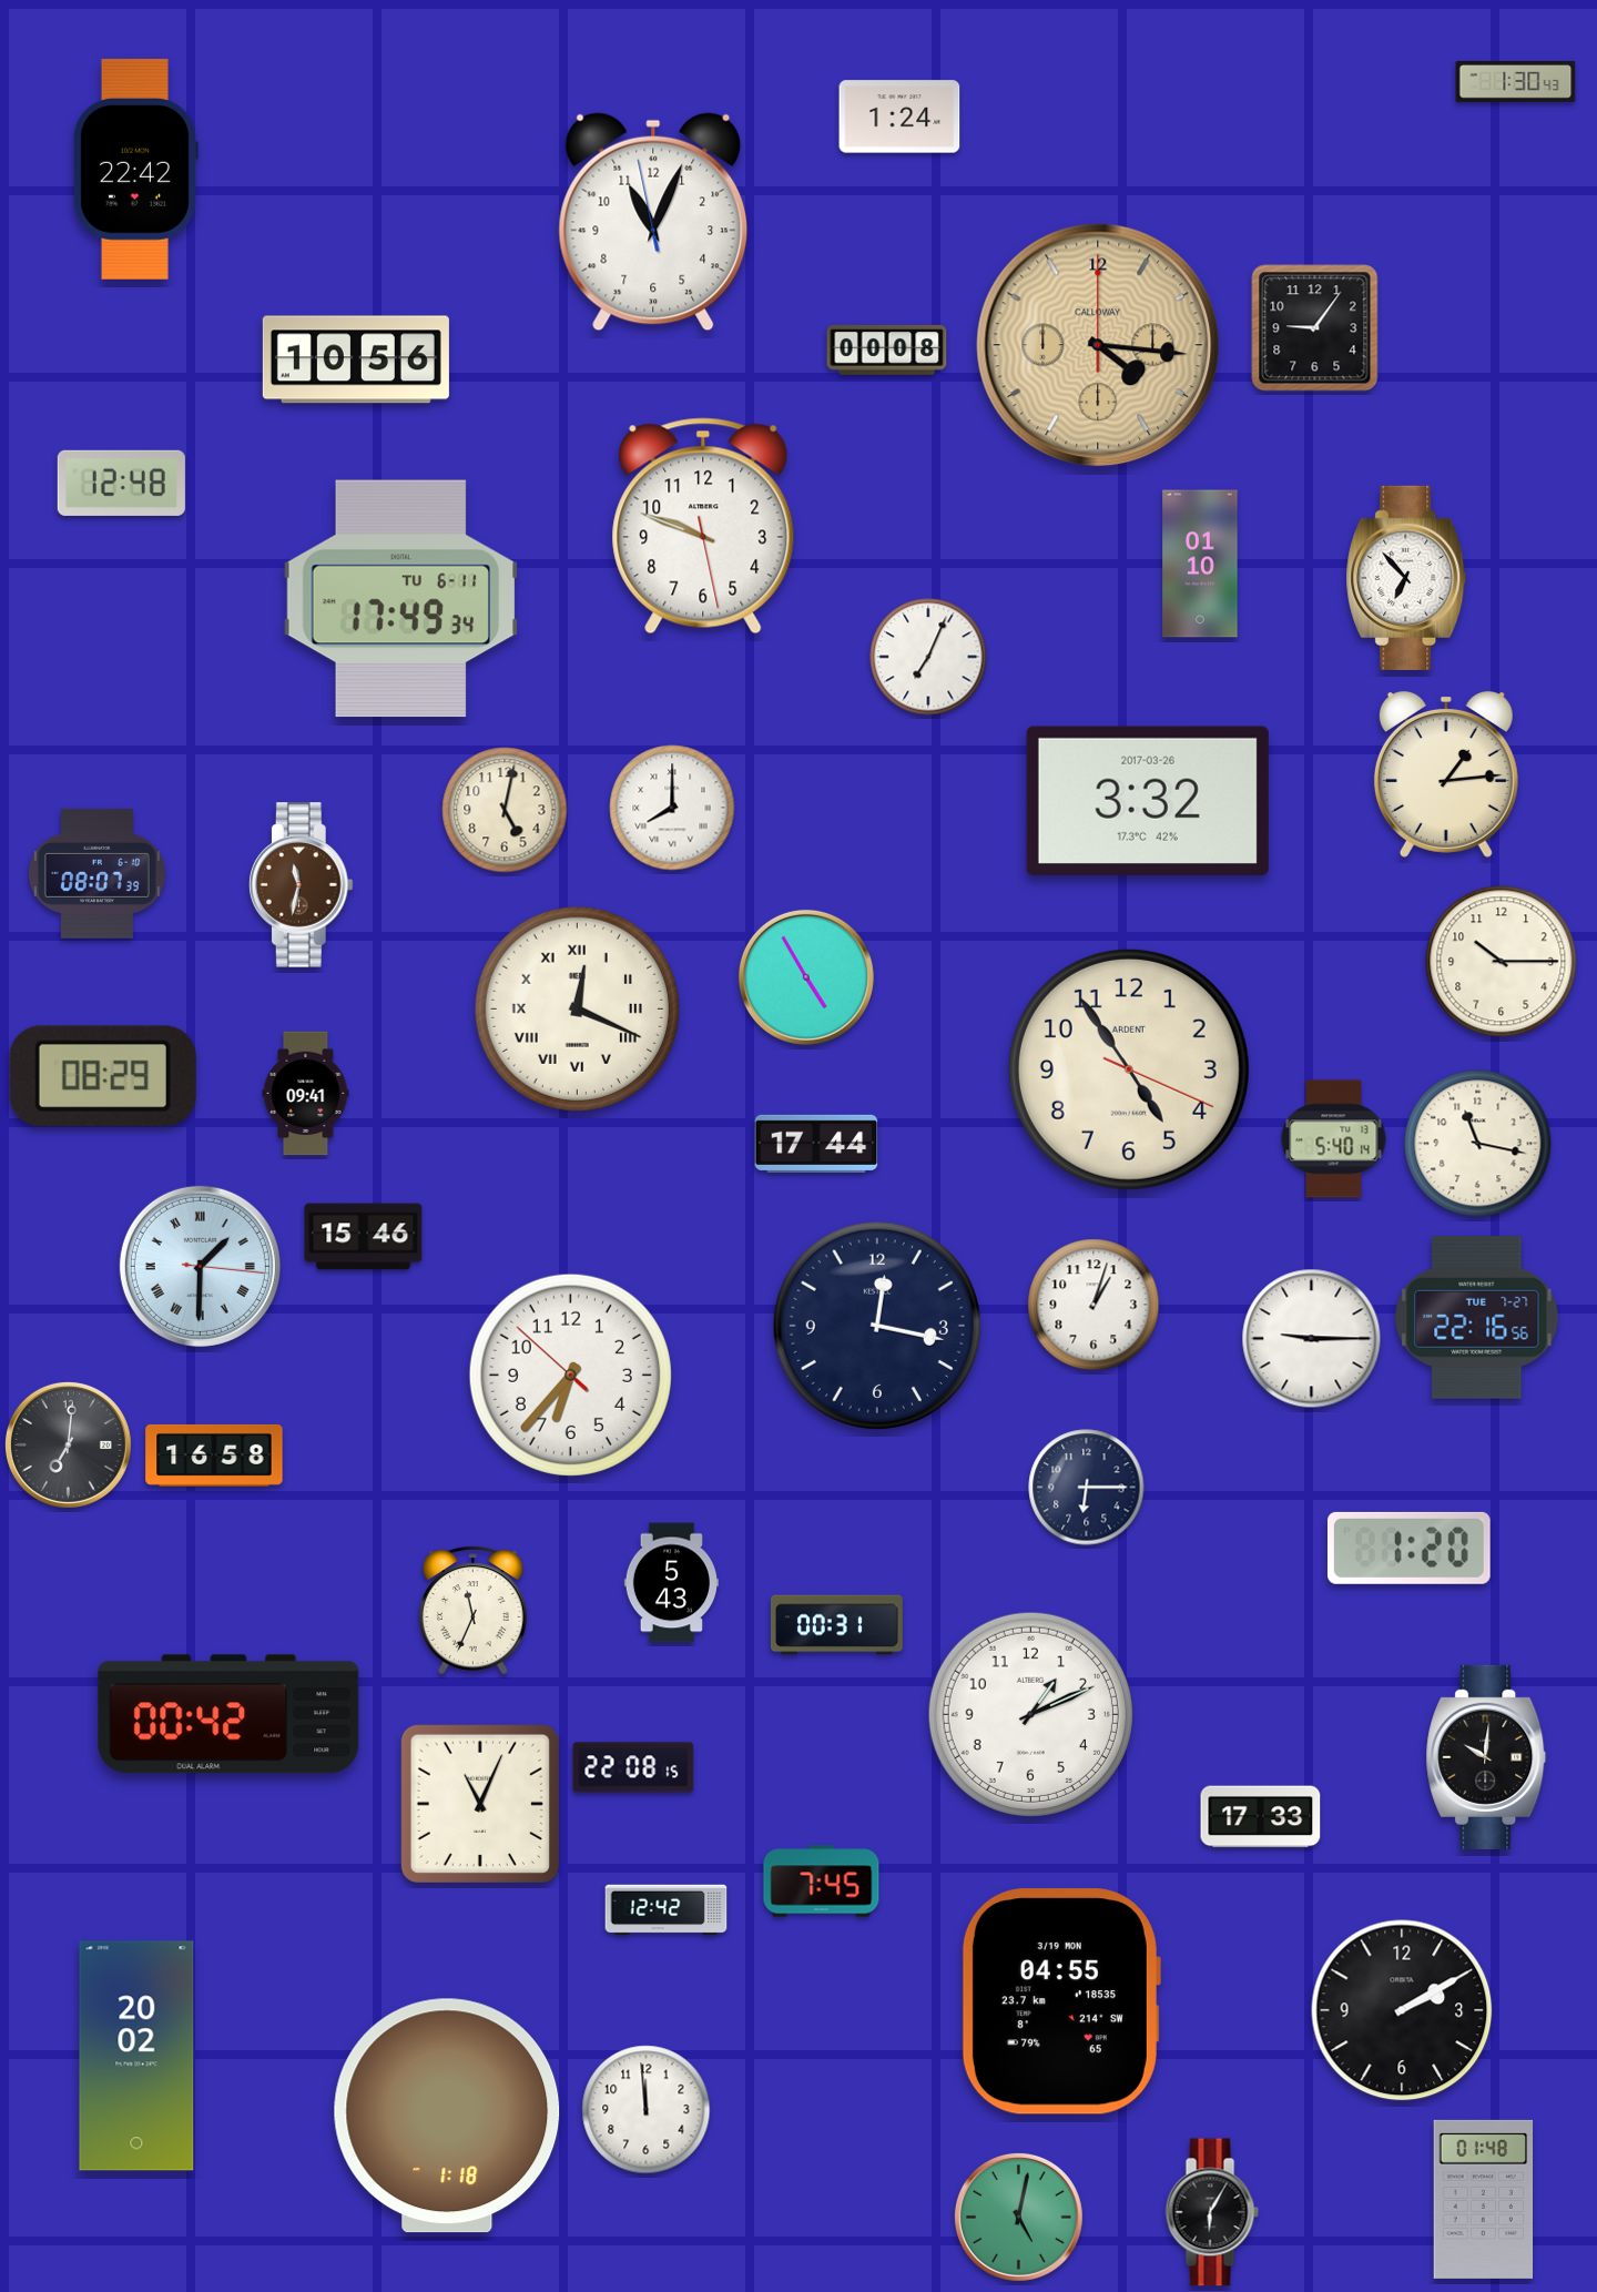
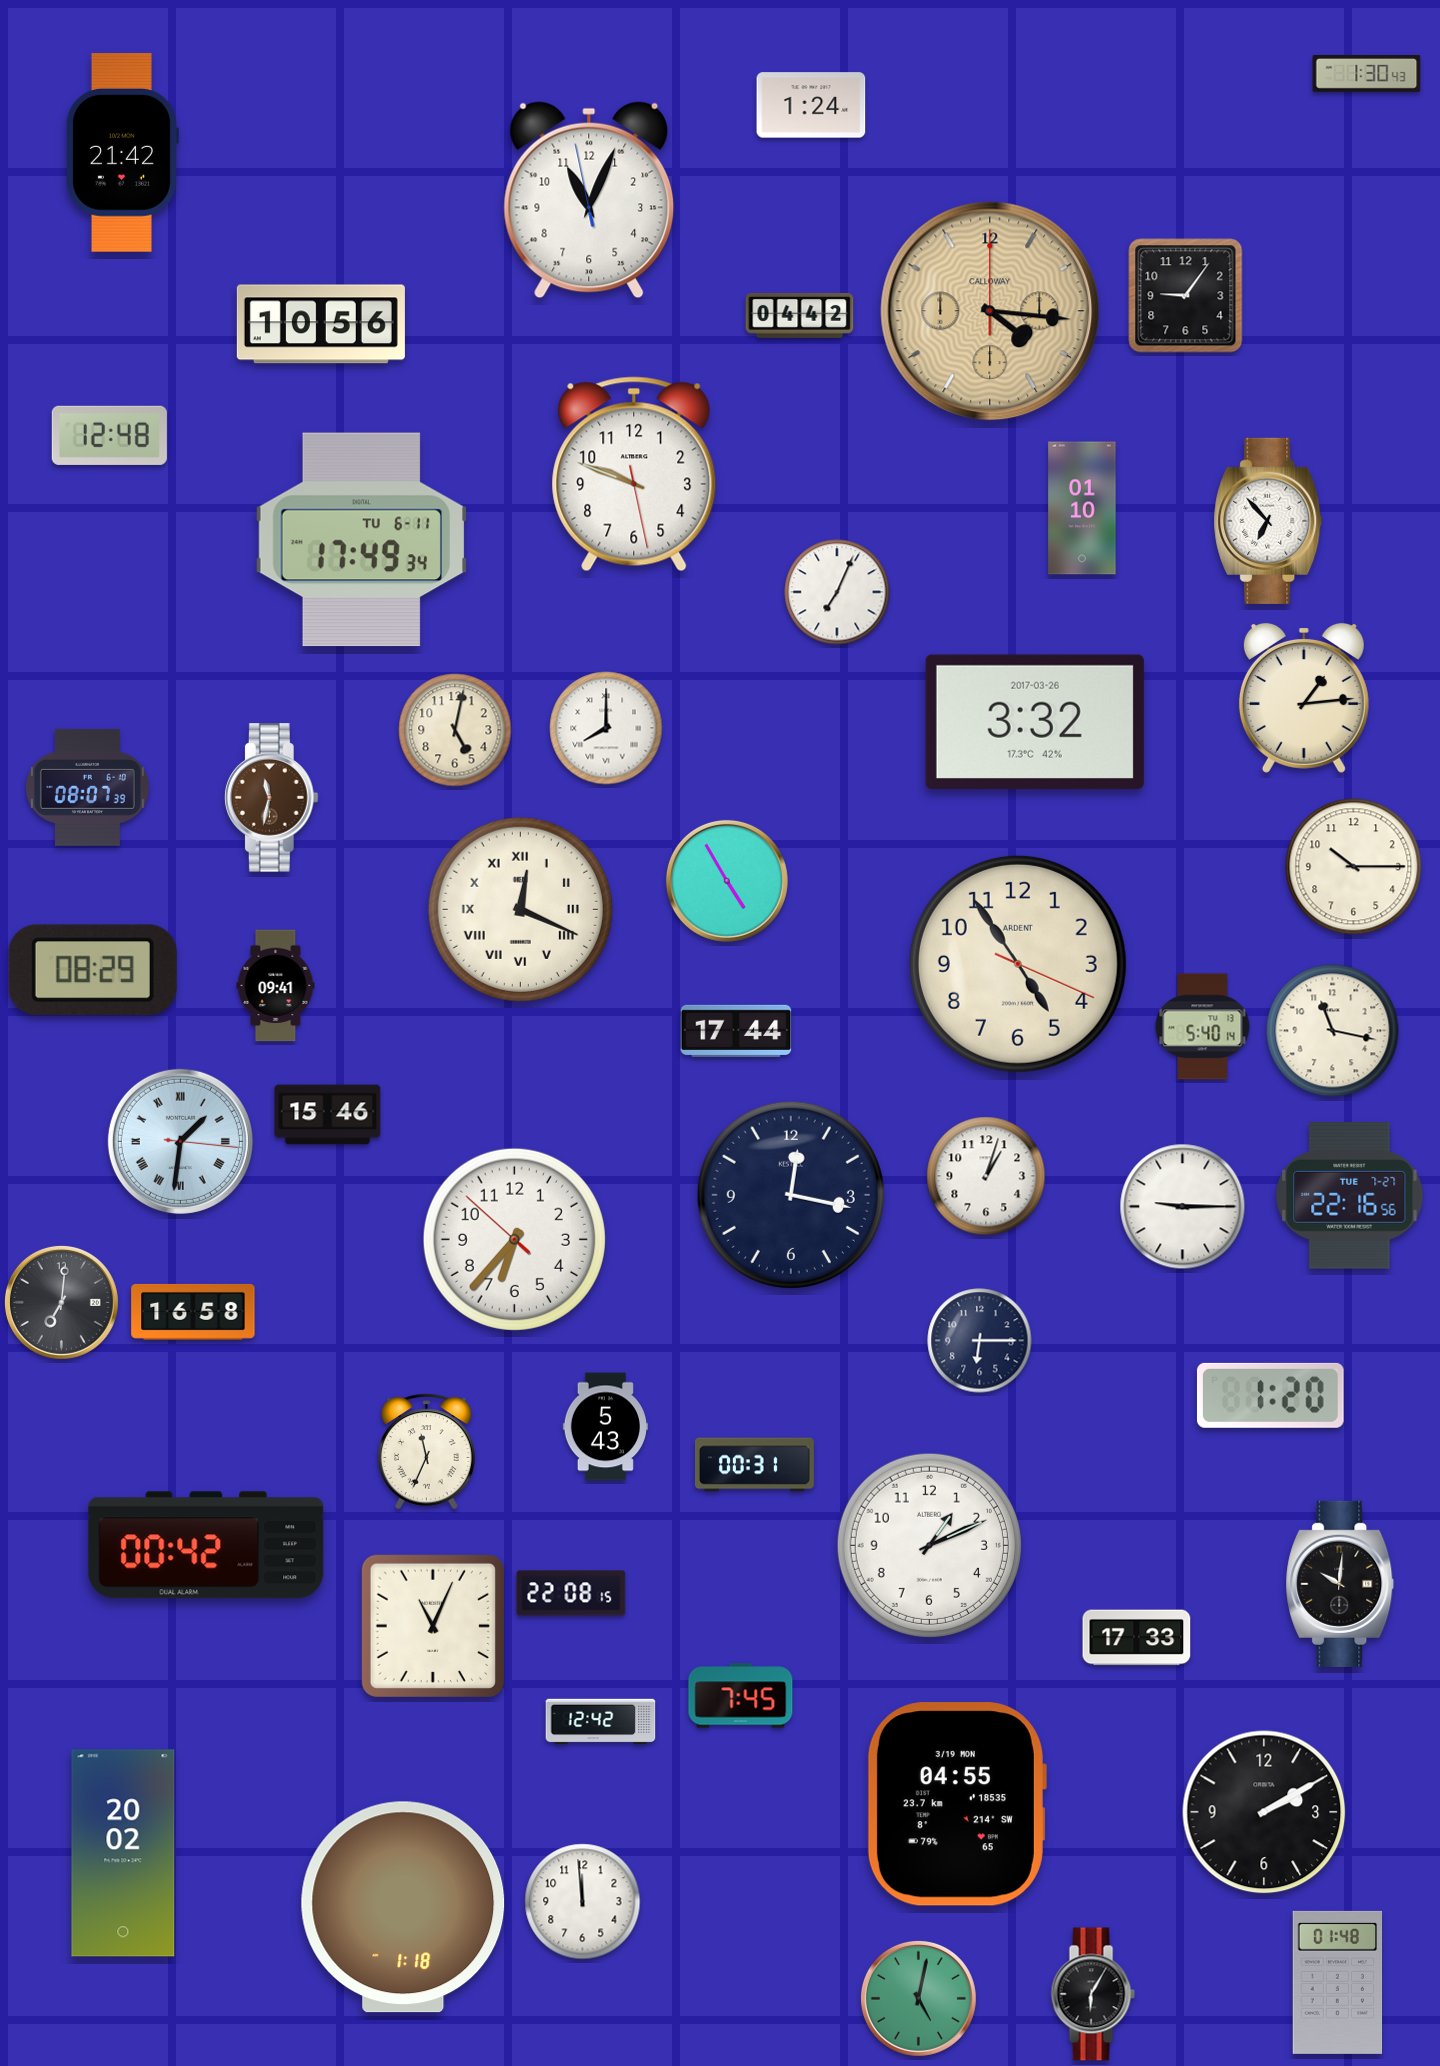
clock at (135, 169): 22:42 -> 21:42
clock at (887, 349): 00:08 -> 04:42
clock at (200, 1266): 1:30 -> 1:31
clock at (1477, 1318) position: (1477, 1318) -> (1350, 1196)
